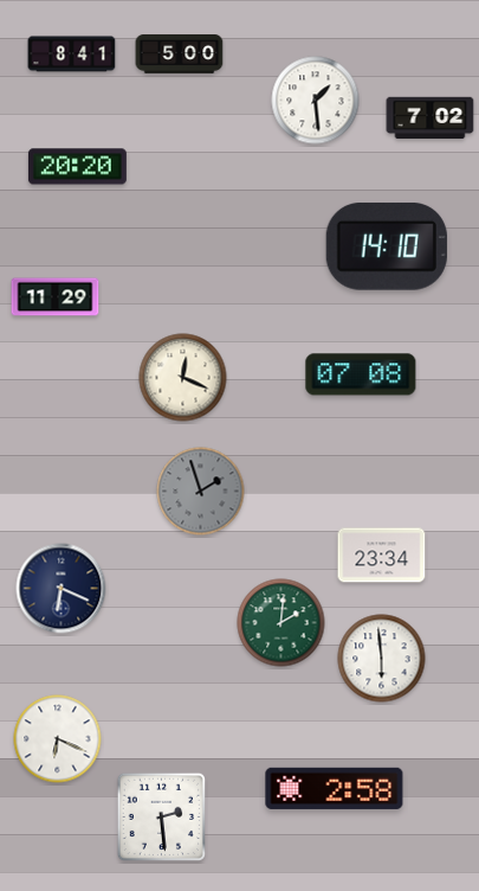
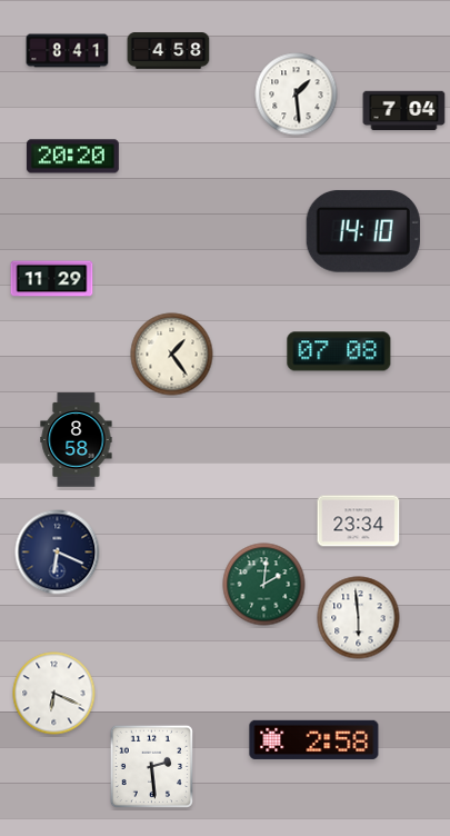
clock at (180, 55): 5:00 -> 4:58
clock at (431, 118): 7:02 -> 7:04
clock at (183, 378): 12:19 -> 1:24
clock at (77, 440): none -> 8:58
clock at (201, 492): 1:57 -> none
